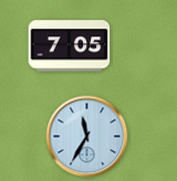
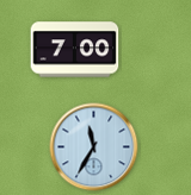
clock at (70, 46): 7:05 -> 7:00
